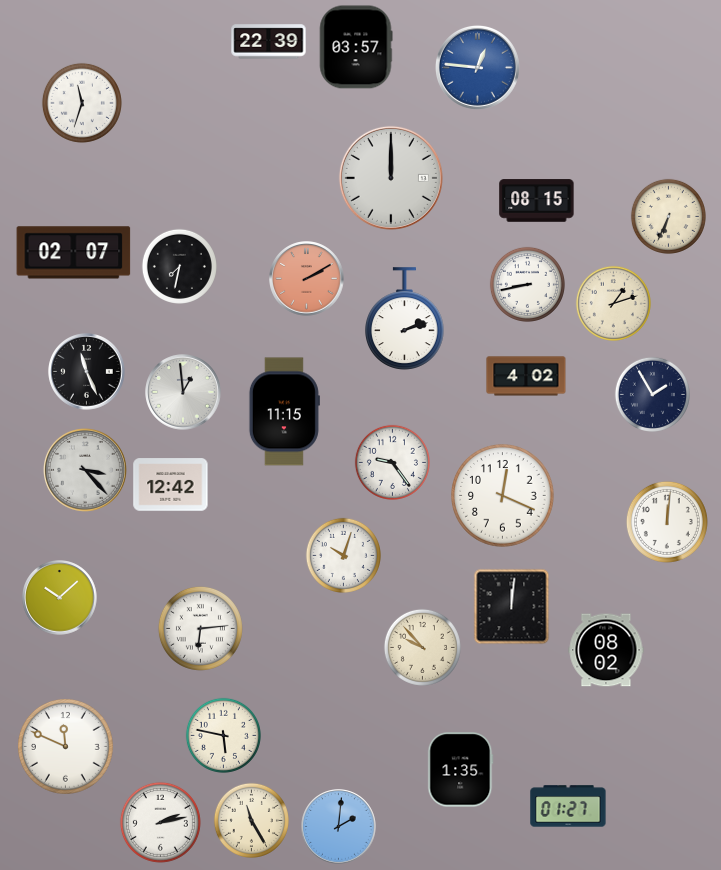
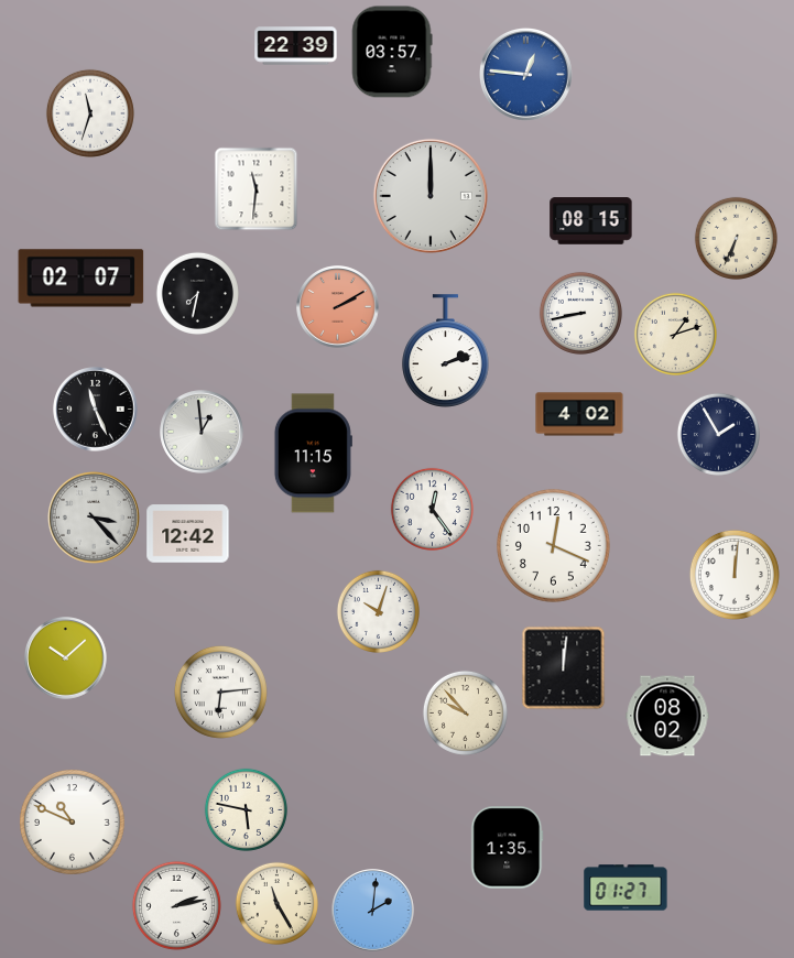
clock at (257, 189): none -> 11:31
clock at (392, 462): 9:24 -> 12:24
clock at (66, 747): 11:49 -> 10:49
